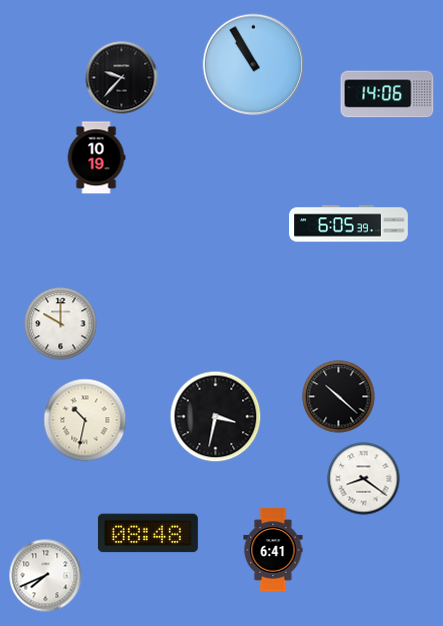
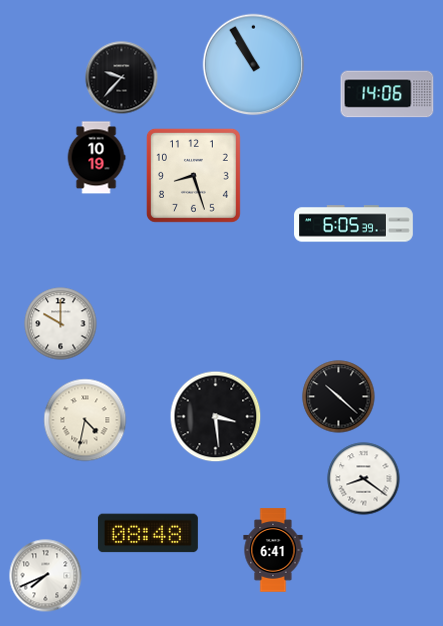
clock at (193, 175): none -> 8:27
clock at (349, 224) position: (349, 224) -> (354, 224)
clock at (216, 417): 3:32 -> 3:29
clock at (85, 420): 10:32 -> 4:32
